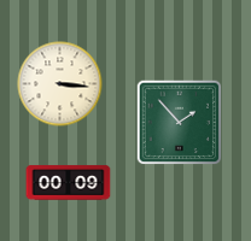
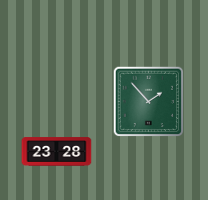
clock at (60, 84): 3:16 -> none
clock at (69, 183): 00:09 -> 23:28
